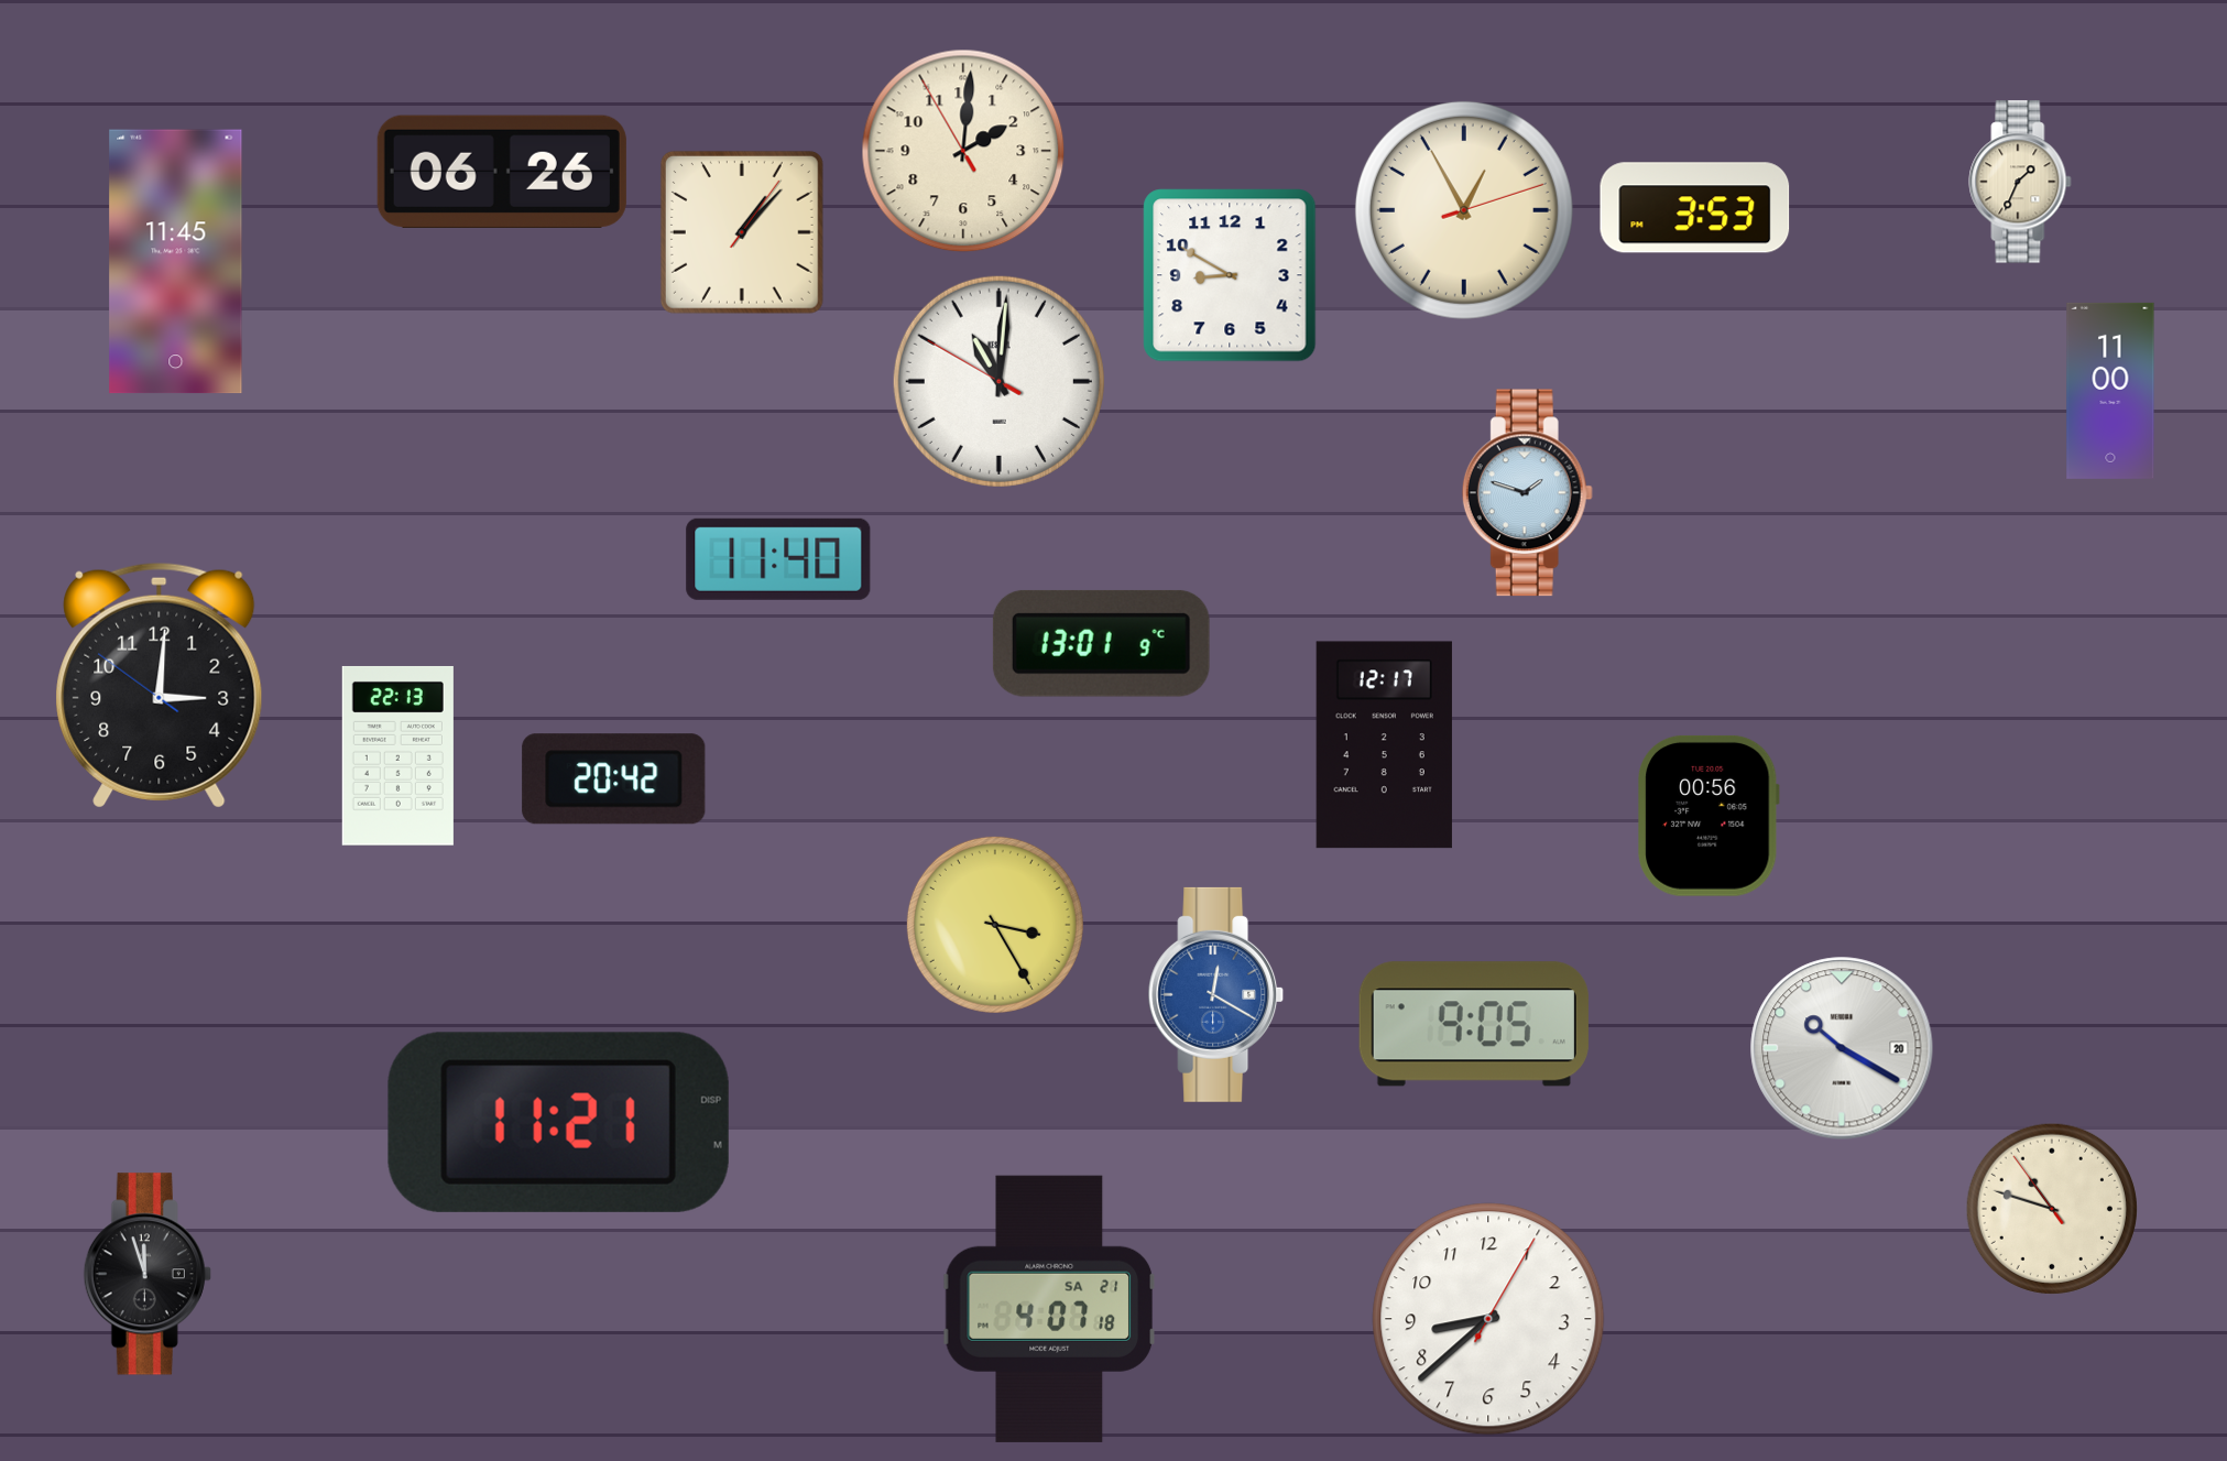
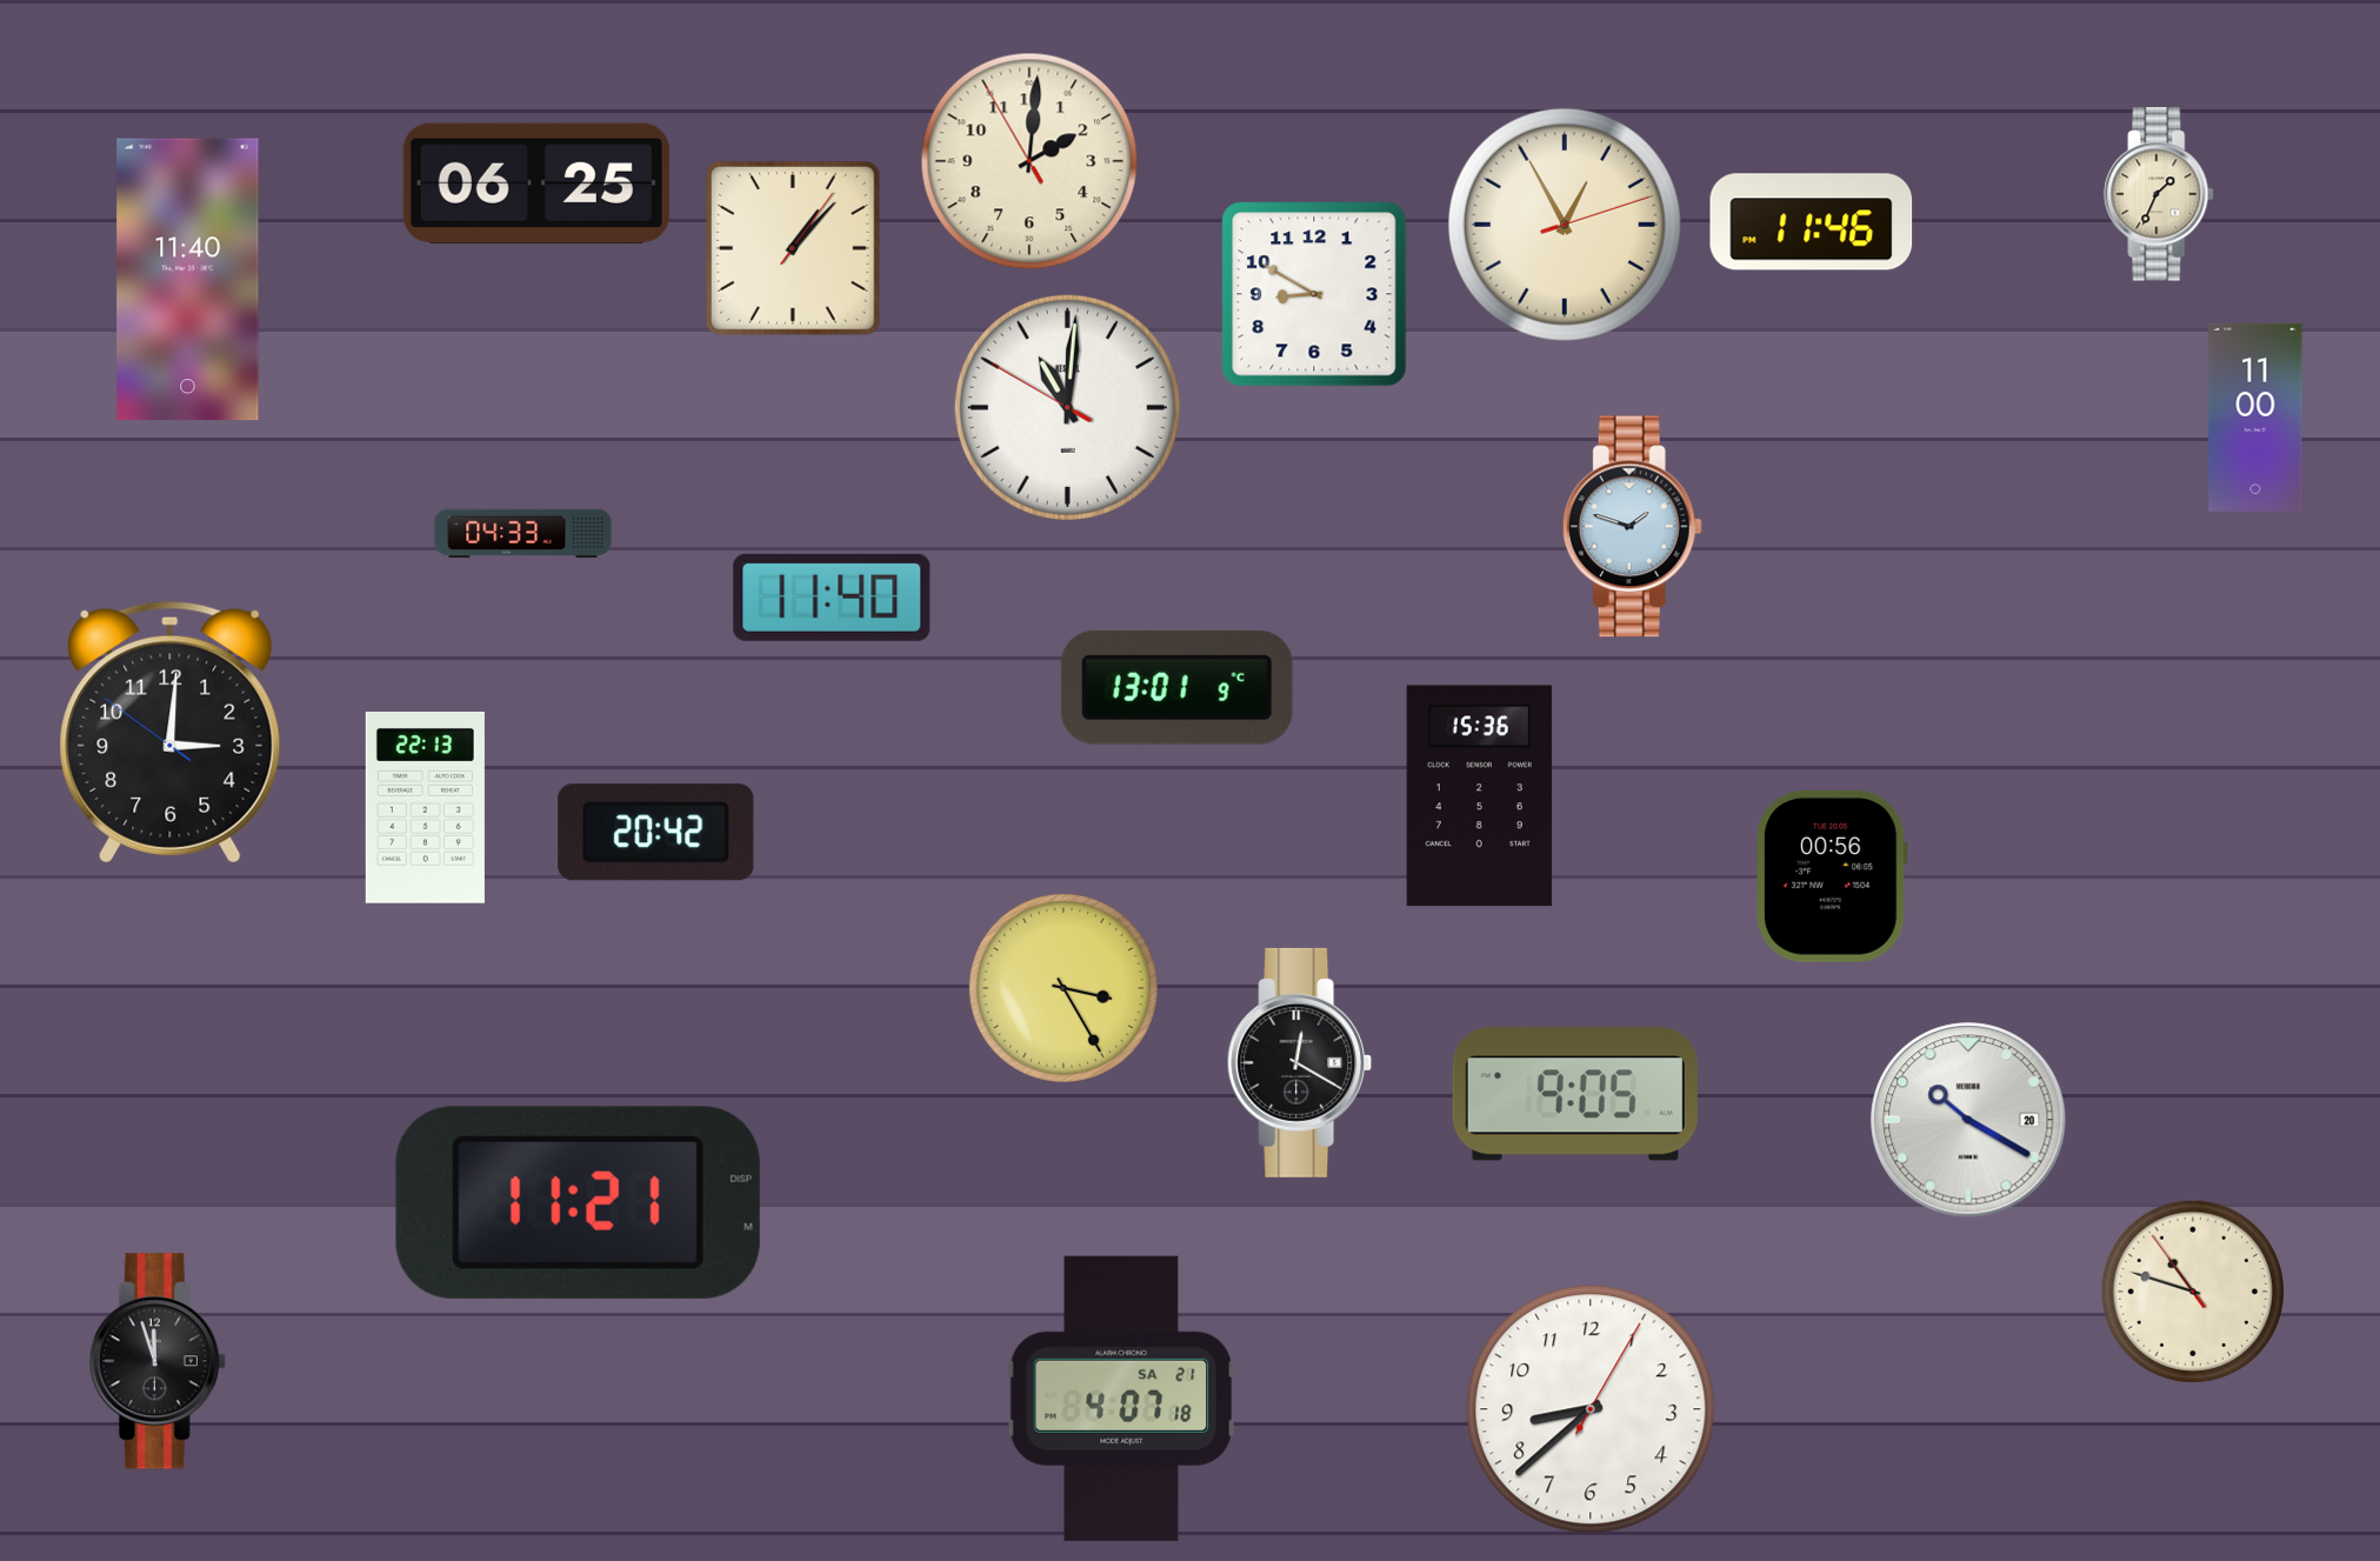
clock at (502, 172): 06:26 -> 06:25
clock at (1695, 208): 3:53 -> 11:46
clock at (176, 262): 11:45 -> 11:40
clock at (524, 534): none -> 04:33
clock at (1384, 745): 12:17 -> 15:36
clock at (1709, 816) position: (1709, 816) -> (1832, 876)
clock at (1216, 994) dial: blue -> black
clock at (558, 1122) position: (558, 1122) -> (578, 1202)
